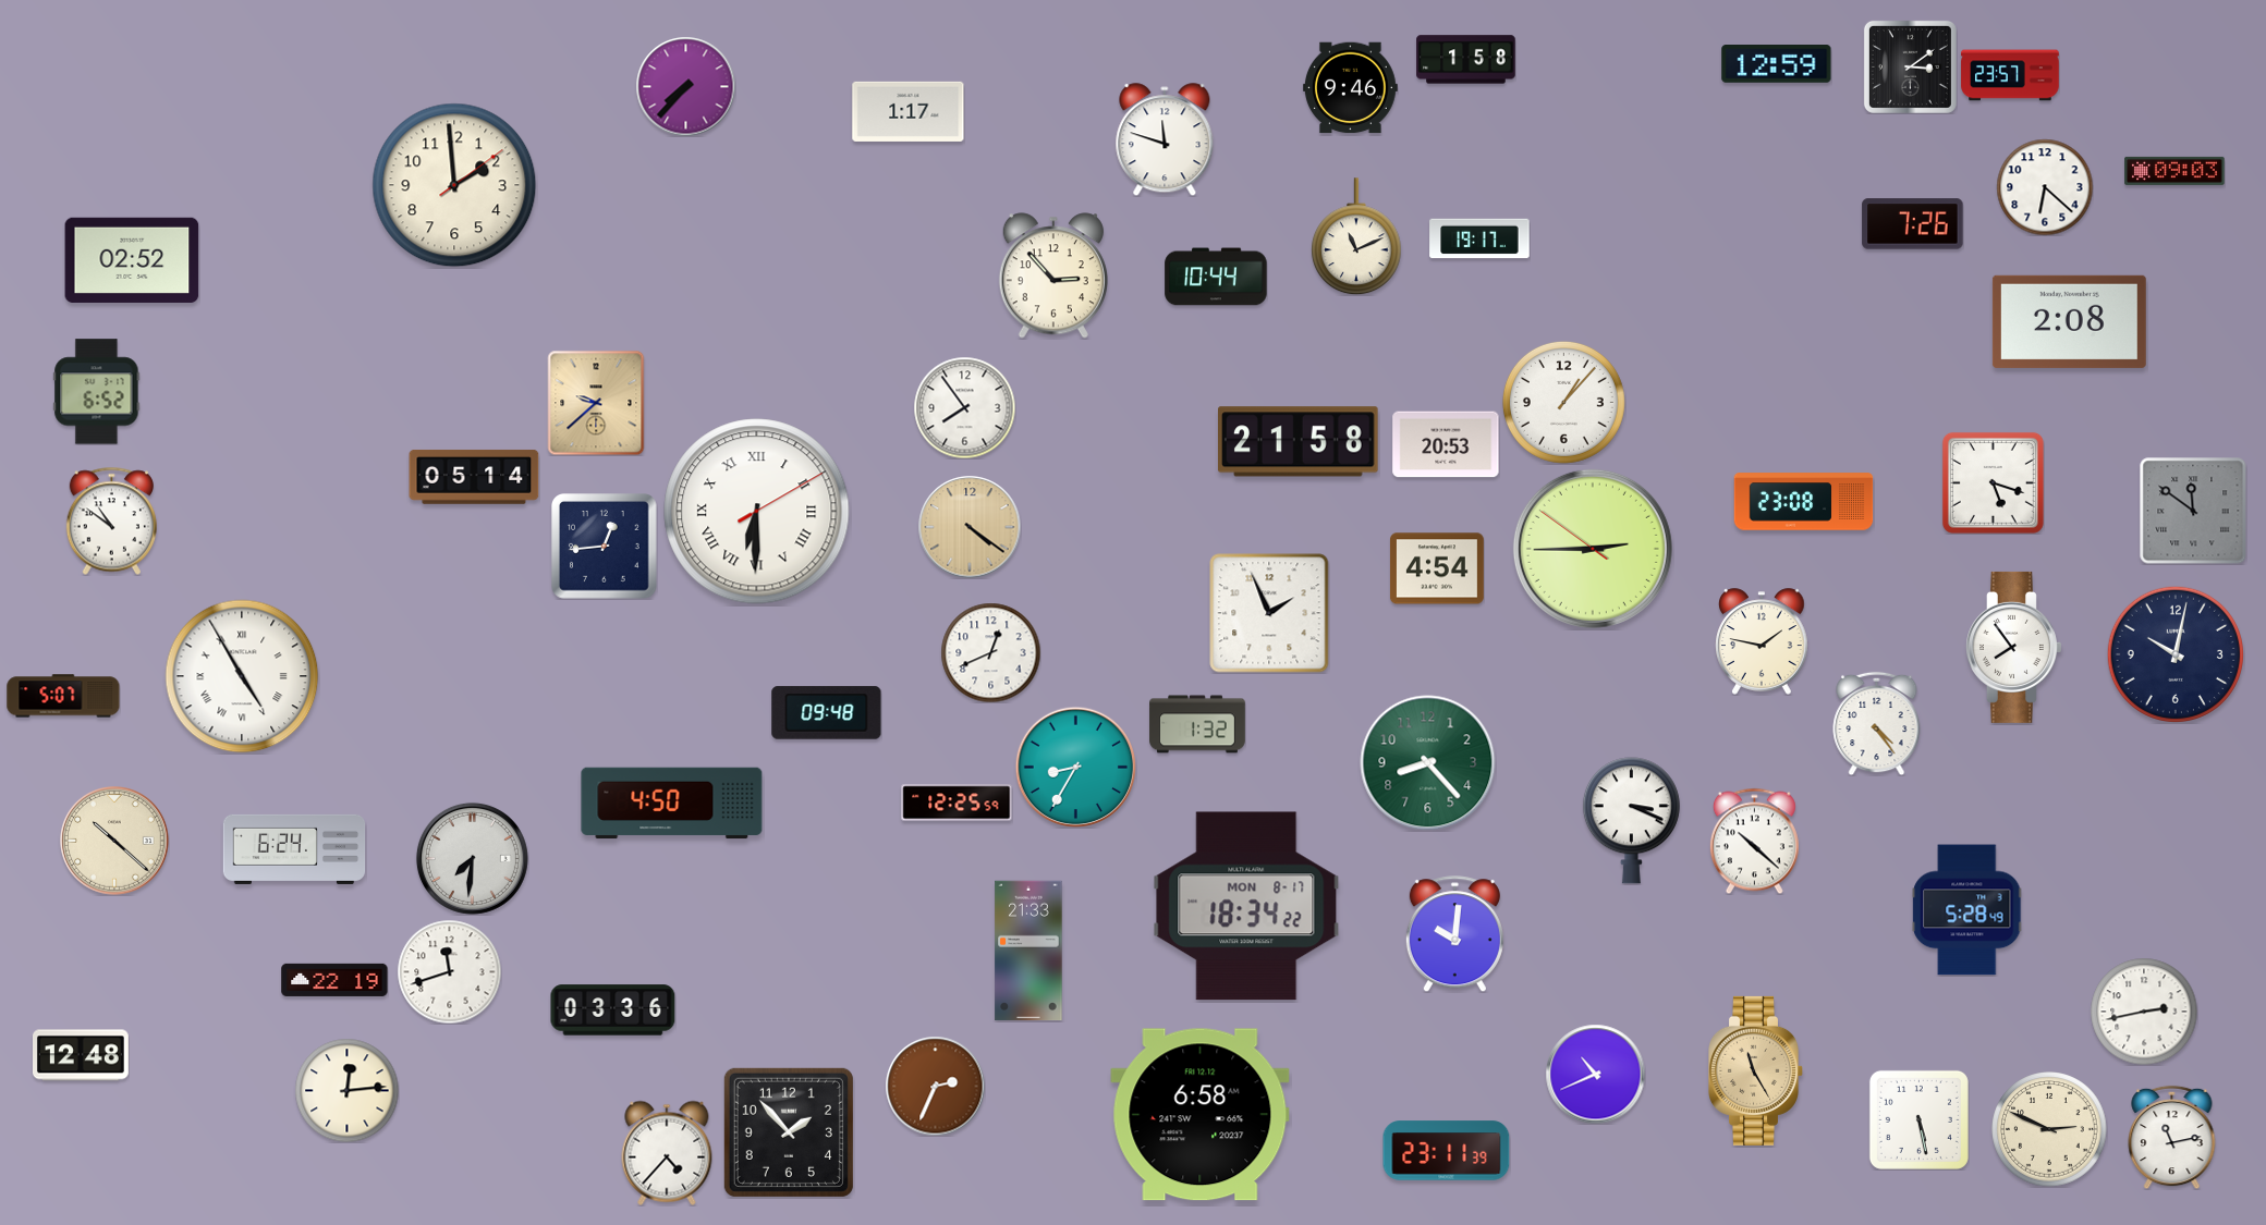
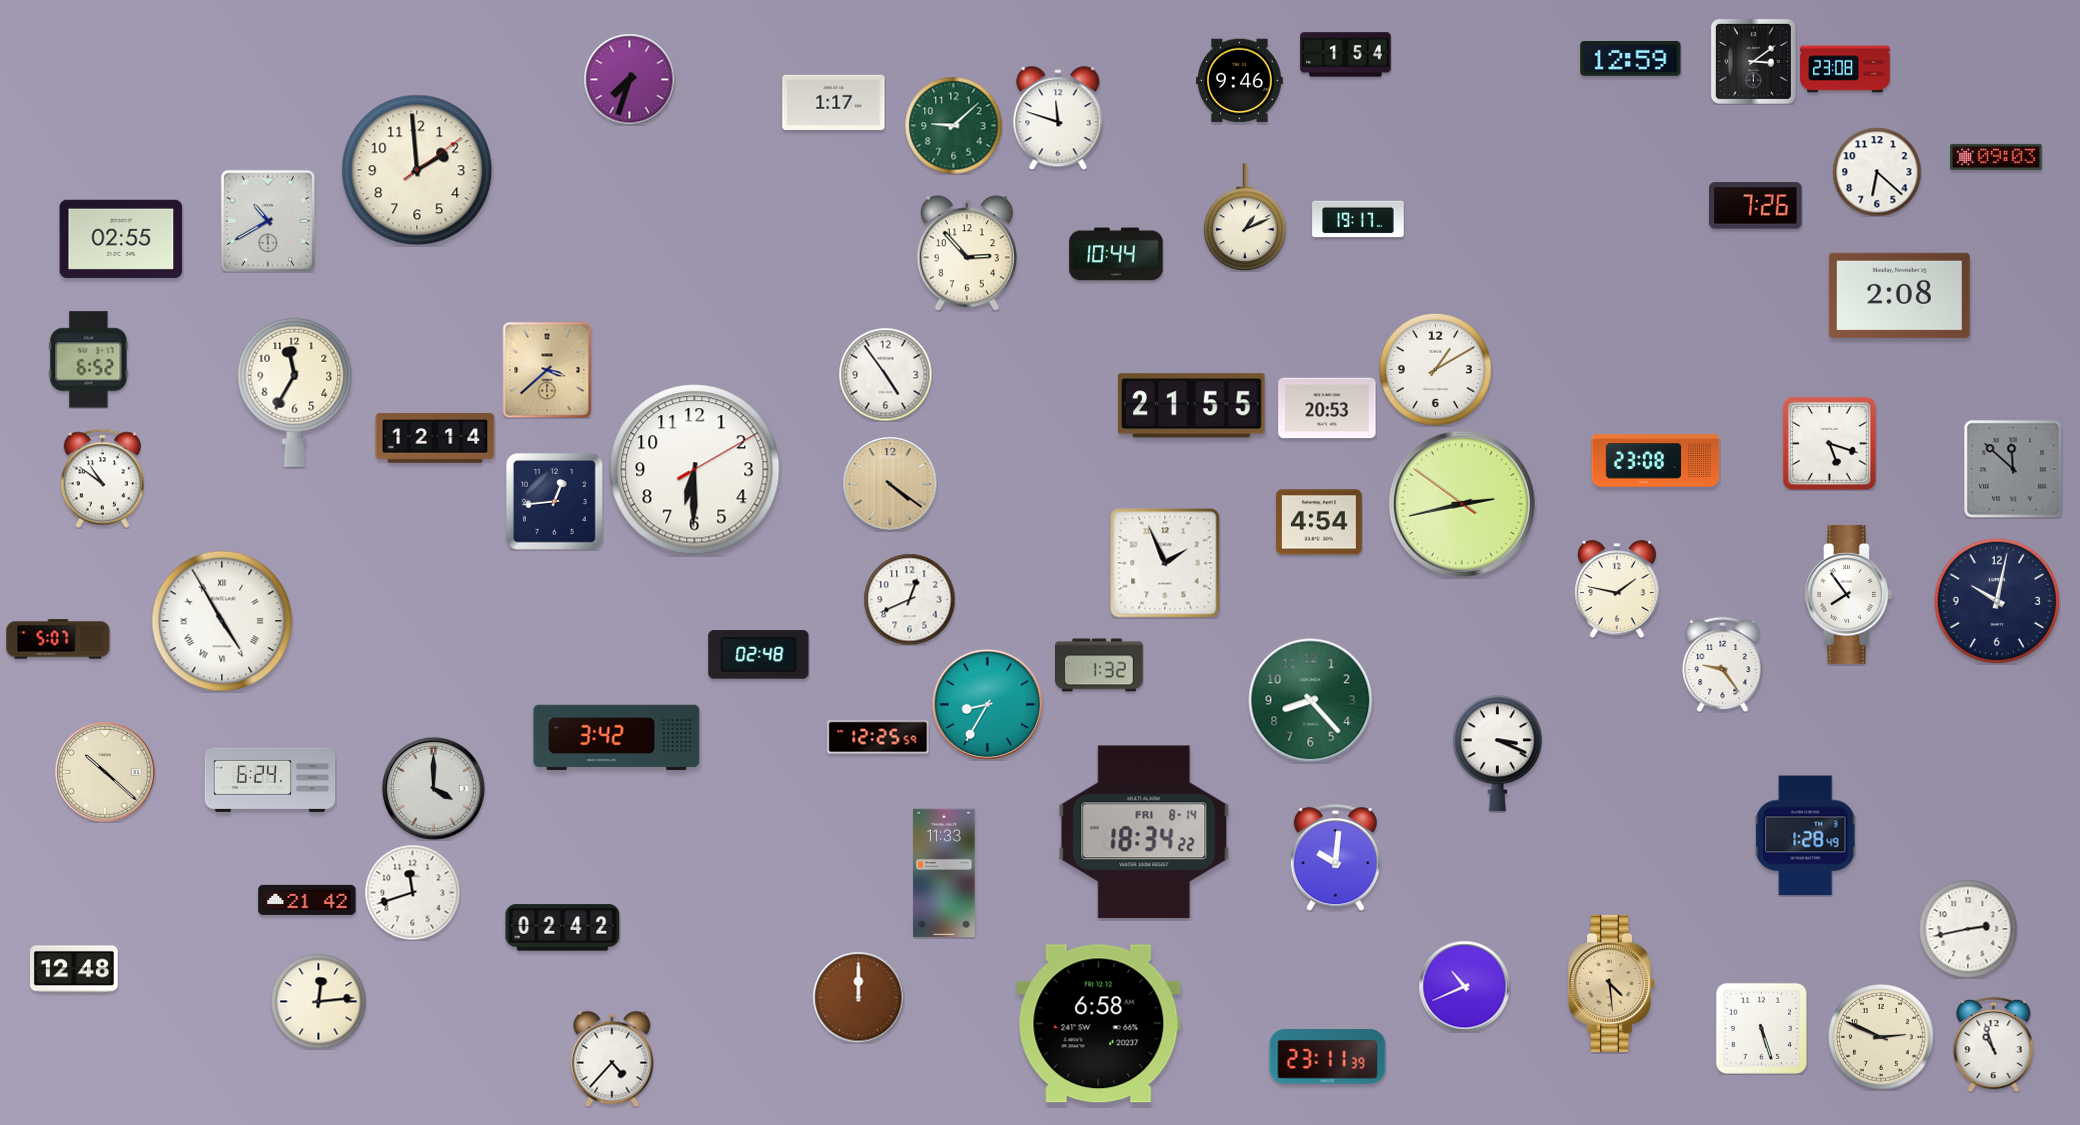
clock at (1466, 60): 1:58 -> 1:54
clock at (2010, 75): 23:57 -> 23:08
clock at (685, 86): 7:37 -> 7:33
clock at (953, 125): none -> 9:08
clock at (1165, 139) position: (1165, 139) -> (1058, 118)
clock at (1357, 236): 11:11 -> 1:11
clock at (267, 221): none -> 10:40
clock at (132, 260): 02:52 -> 02:55
clock at (1563, 402): 1:07 -> 1:10
clock at (596, 403): 9:38 -> 3:38
clock at (964, 407): 7:54 -> 4:54
clock at (295, 392): none -> 11:35
clock at (1299, 442): 21:58 -> 21:55
clock at (474, 477): 05:14 -> 12:14
clock at (2193, 511): 11:51 -> 11:52
clock at (757, 512) numerals: Roman -> Arabic
clock at (1593, 549): 2:44 -> 2:42
clock at (827, 713): 09:48 -> 02:48
clock at (1877, 723): 4:24 -> 9:24
clock at (672, 804): 4:50 -> 3:42
clock at (1754, 841): 10:22 -> none
clock at (472, 858): 7:31 -> 4:00
clock at (1246, 906) date: MON 8-17 -> FRI 8-14
clock at (1967, 910): 5:28 -> 1:28
clock at (1028, 951): 21:33 -> 11:33
clock at (334, 980): 22:19 -> 21:42
clock at (613, 1010): 03:36 -> 02:42
clock at (1756, 1070): 11:25 -> 4:29
clock at (935, 1086): 2:34 -> 12:00
clock at (1201, 1115) position: (1201, 1115) -> (1099, 1024)
clock at (1918, 1119): 5:28 -> 5:27
clock at (789, 1132): 1:53 -> none
clock at (2172, 1137): 11:13 -> 10:57
